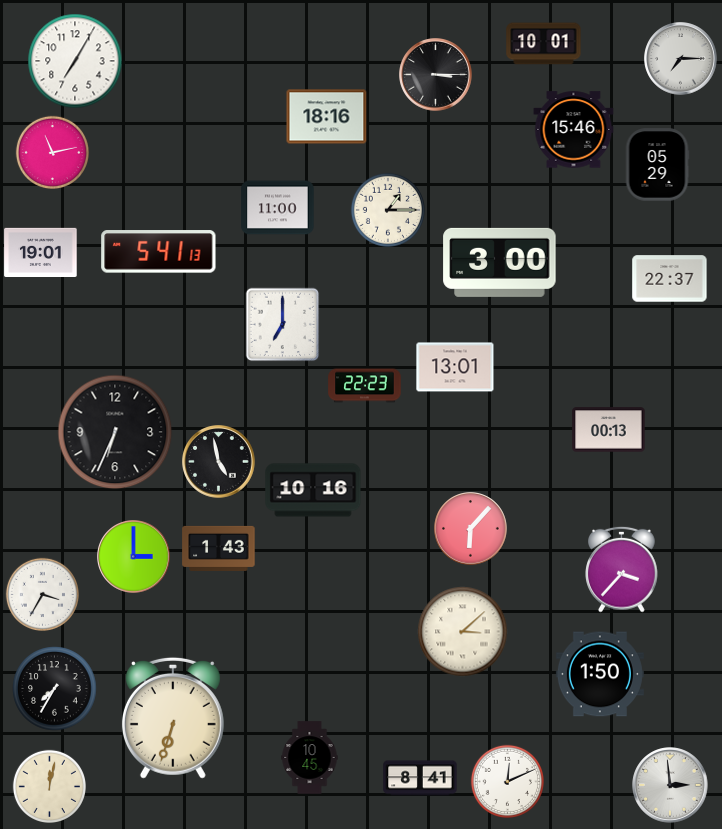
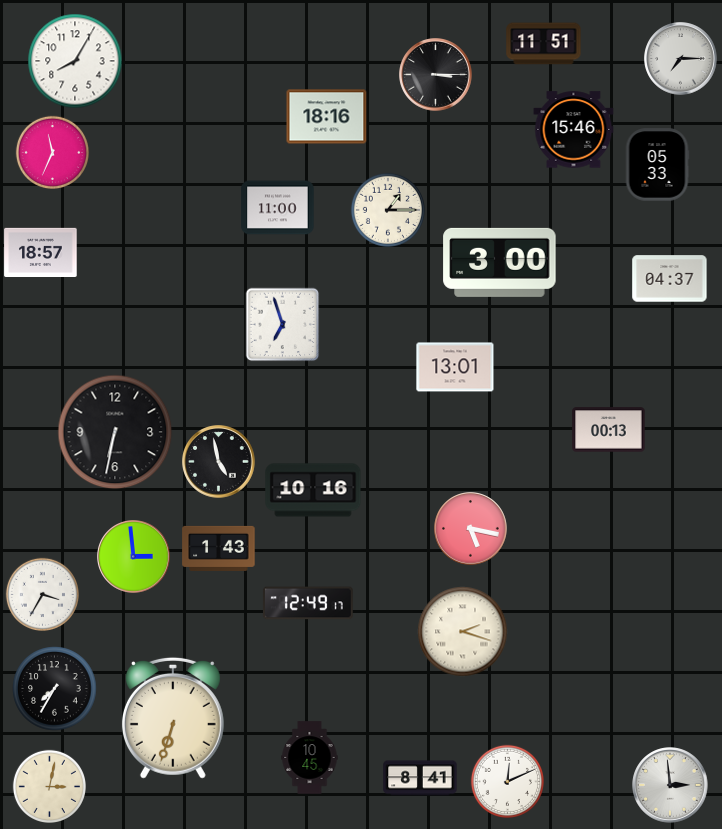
clock at (544, 44): 10:01 -> 11:51
clock at (75, 61): 7:05 -> 8:05
clock at (52, 152): 11:13 -> 11:34
clock at (657, 165): 05:29 -> 05:33
clock at (41, 252): 19:01 -> 18:57
clock at (159, 252): 5:41 -> none
clock at (670, 279): 22:37 -> 04:37
clock at (283, 325): 7:00 -> 6:57
clock at (365, 386): 22:23 -> none
clock at (115, 432): 6:34 -> 6:32
clock at (471, 529): 6:07 -> 5:17
clock at (134, 557): 3:00 -> 2:59
clock at (622, 569): 3:37 -> none
clock at (308, 603): none -> 12:49
clock at (463, 632): 3:08 -> 2:18
clock at (600, 674): 1:50 -> none
clock at (49, 786): 12:02 -> 3:02
